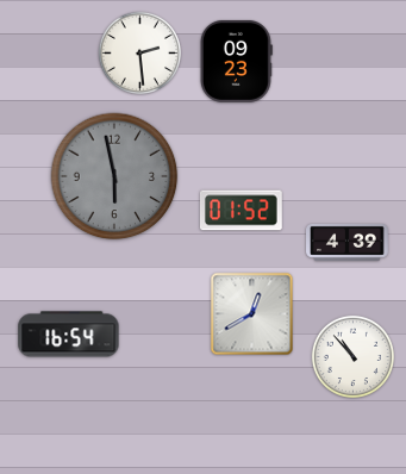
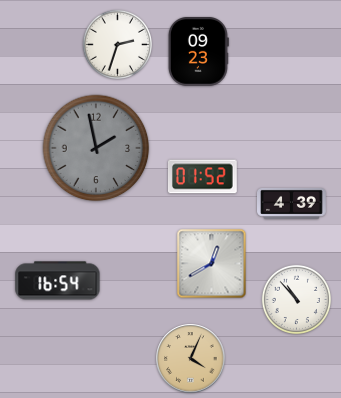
clock at (139, 52): 2:29 -> 2:33
clock at (114, 176): 5:58 -> 1:58
clock at (191, 359): none -> 4:04
